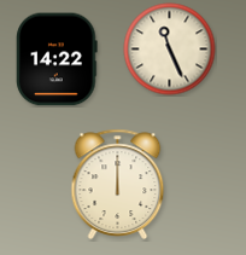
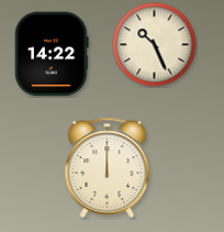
clock at (170, 50): 11:26 -> 10:26
